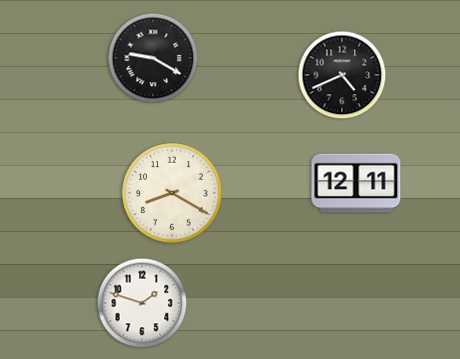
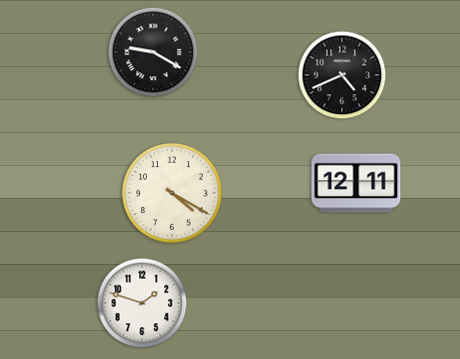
clock at (153, 58) position: (153, 58) -> (153, 52)
clock at (172, 193): 8:20 -> 4:20
